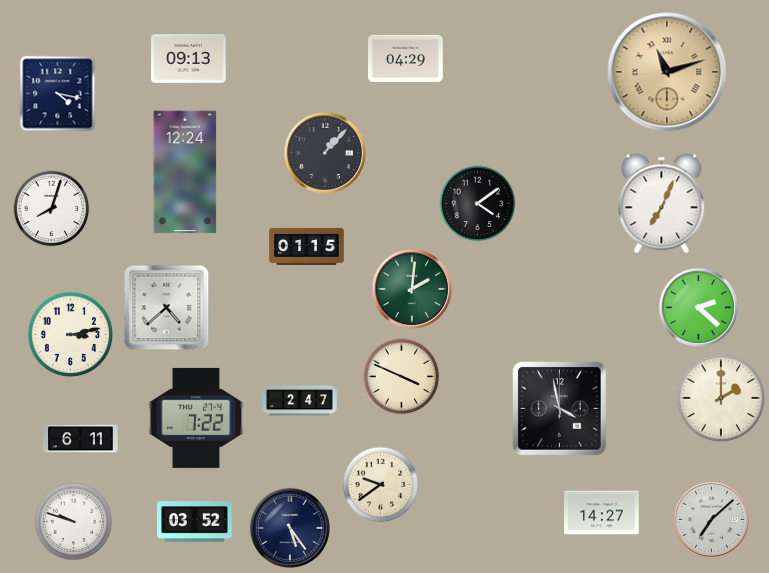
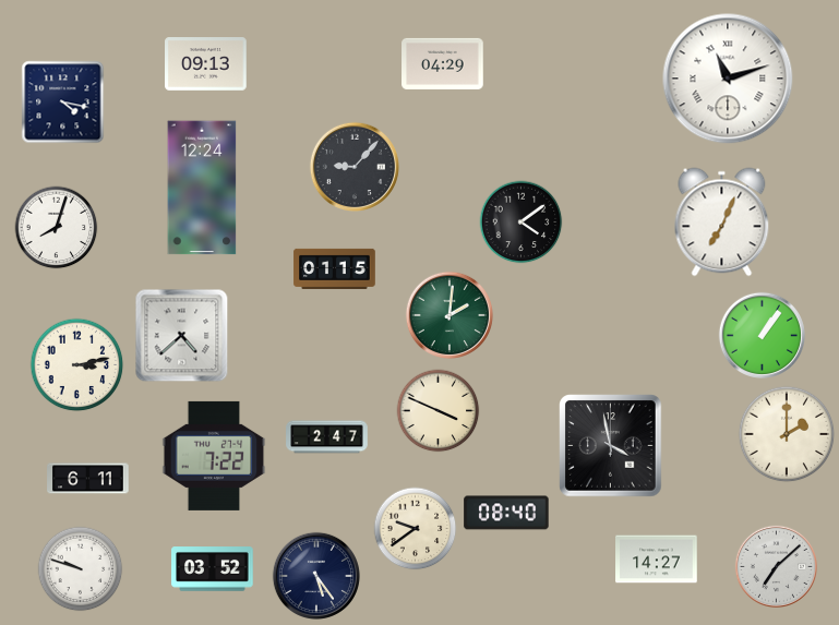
clock at (667, 72) dial: champagne -> white
clock at (324, 152): 1:07 -> 9:07
clock at (698, 307): 2:22 -> 1:06
clock at (506, 513): none -> 08:40
